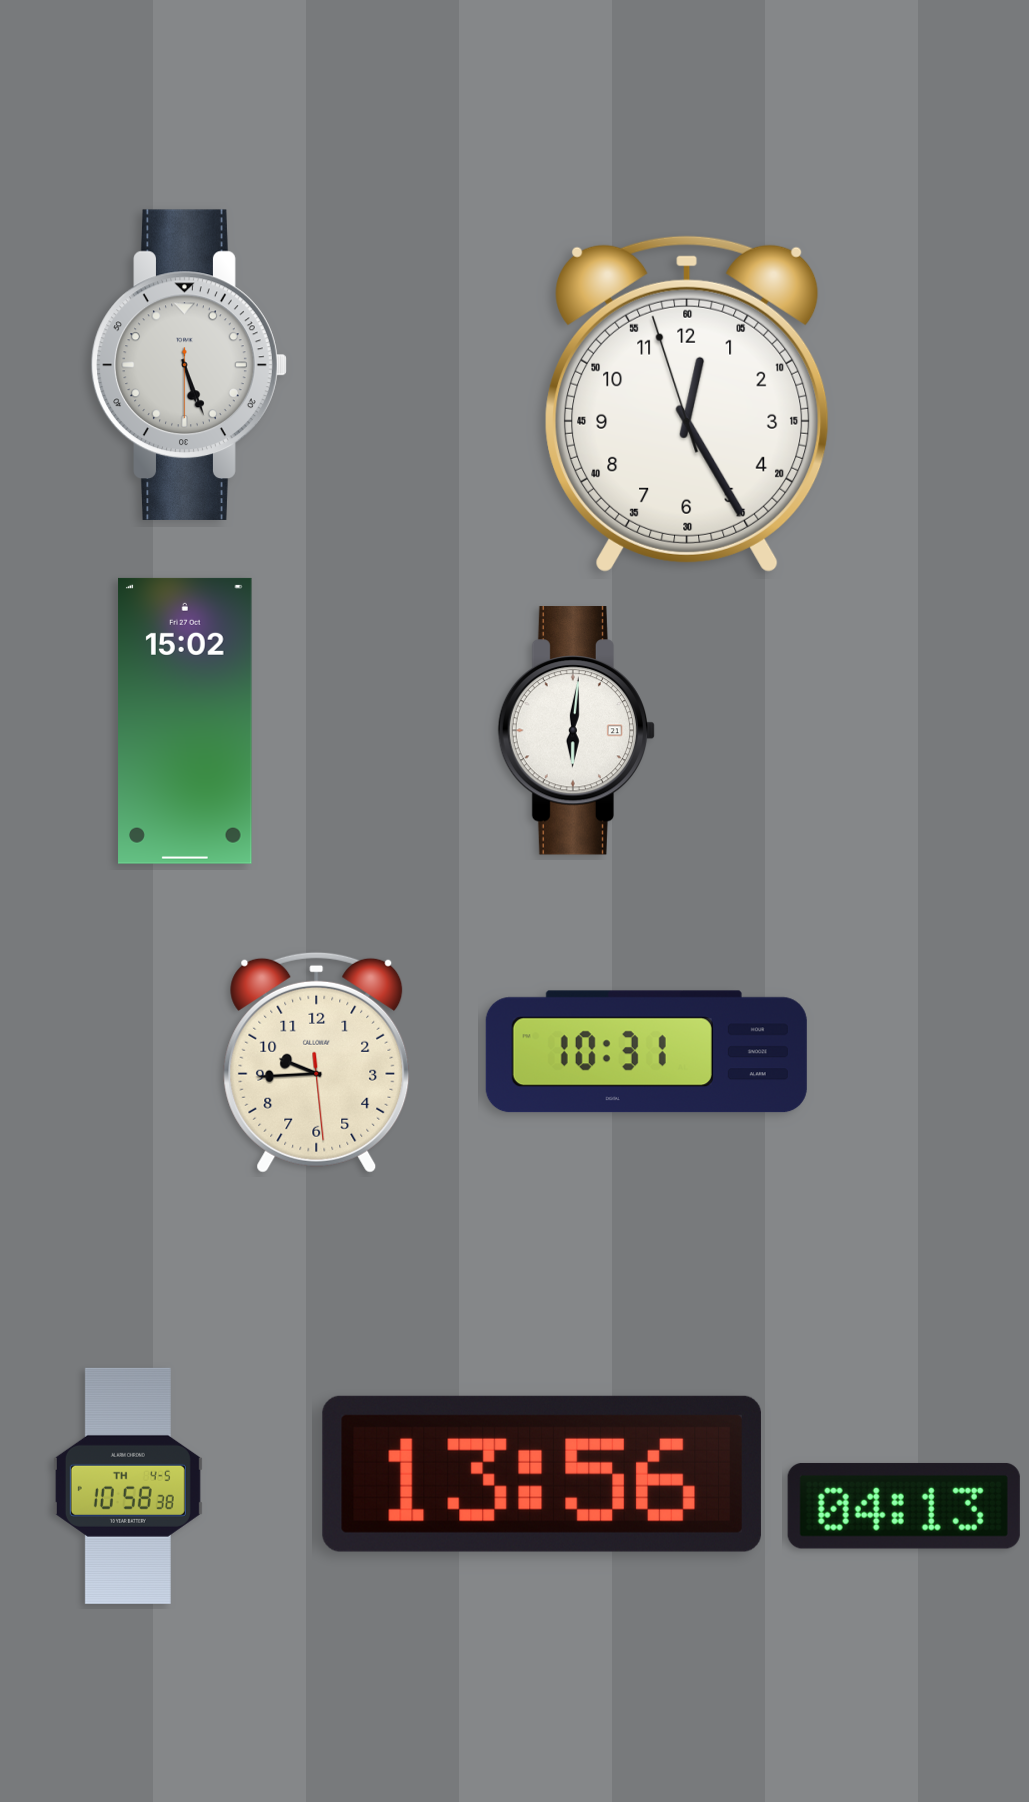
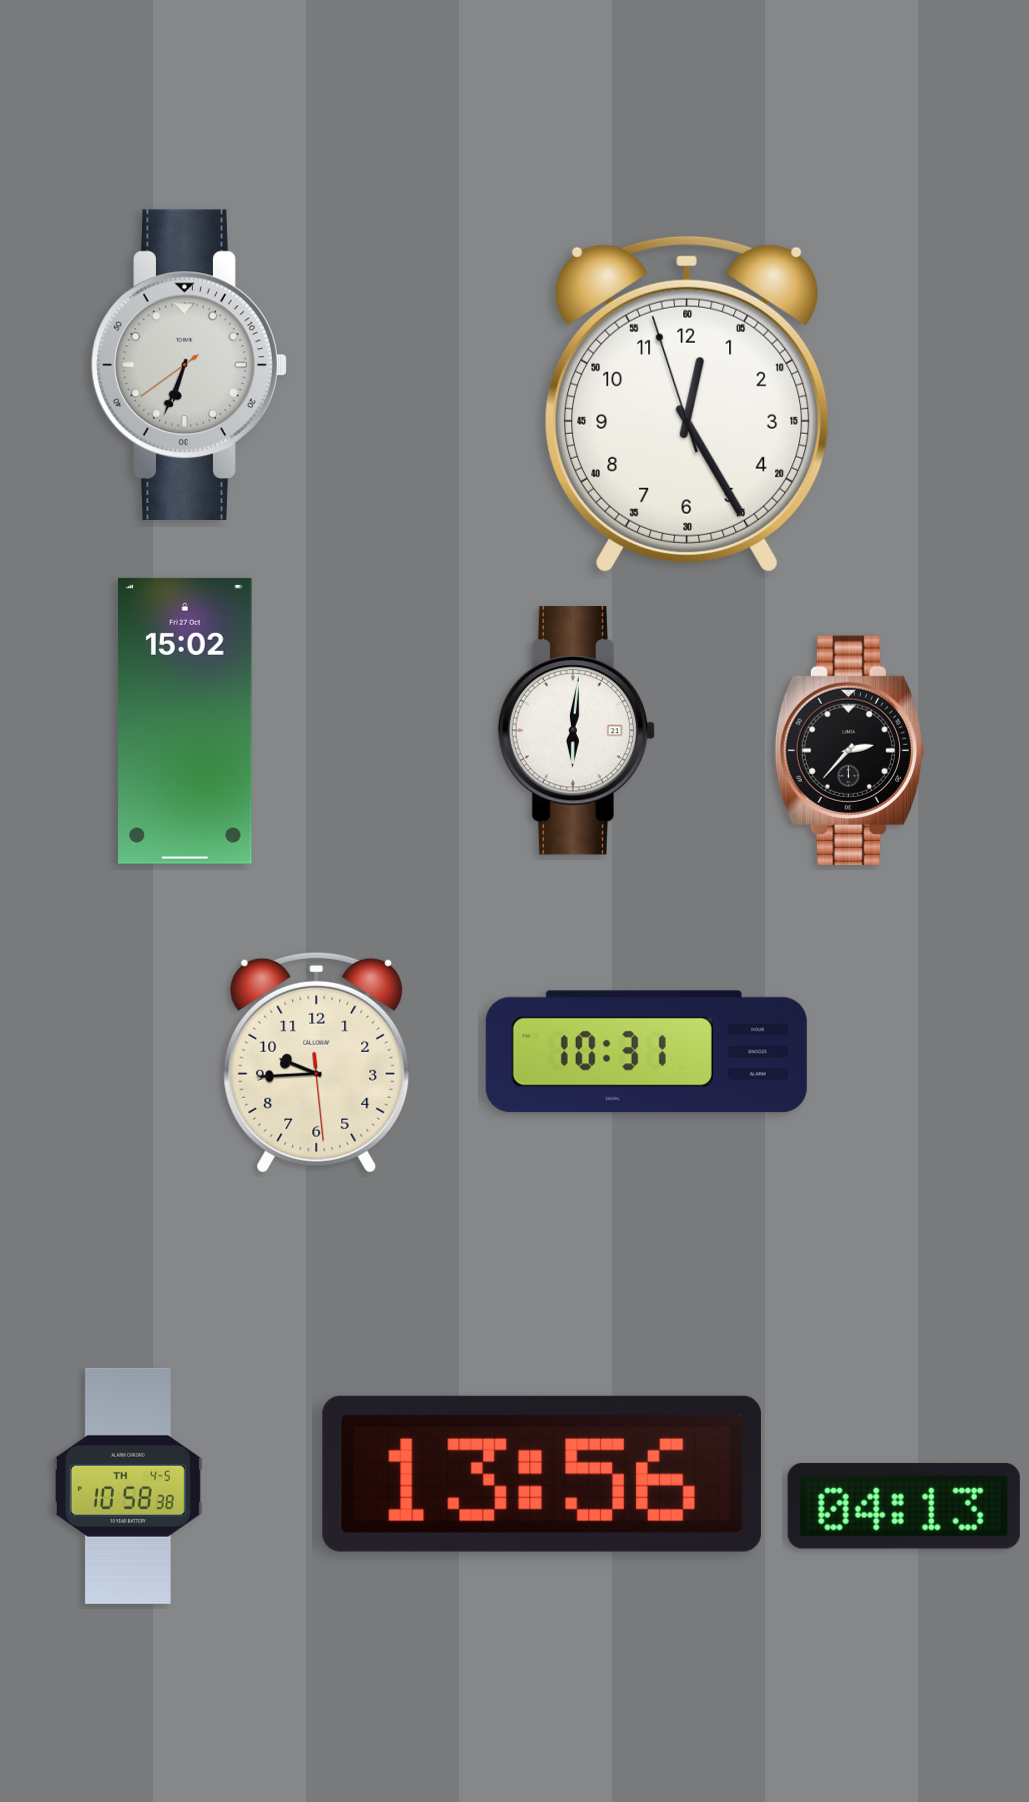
clock at (189, 365): 5:26 -> 6:33
clock at (849, 750): none -> 2:37
